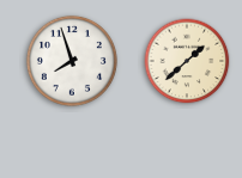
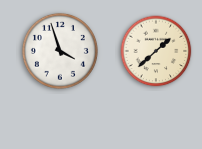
clock at (72, 61): 7:57 -> 3:57
